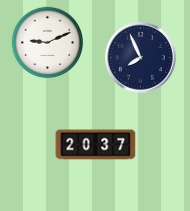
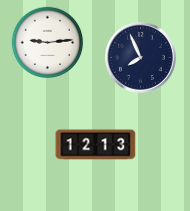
clock at (48, 43): 9:11 -> 9:14
clock at (96, 145): 20:37 -> 12:13
